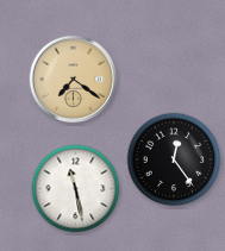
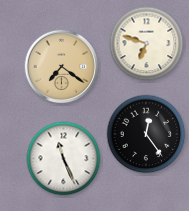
clock at (147, 44): none -> 6:48
clock at (76, 189): 11:28 -> 11:26
